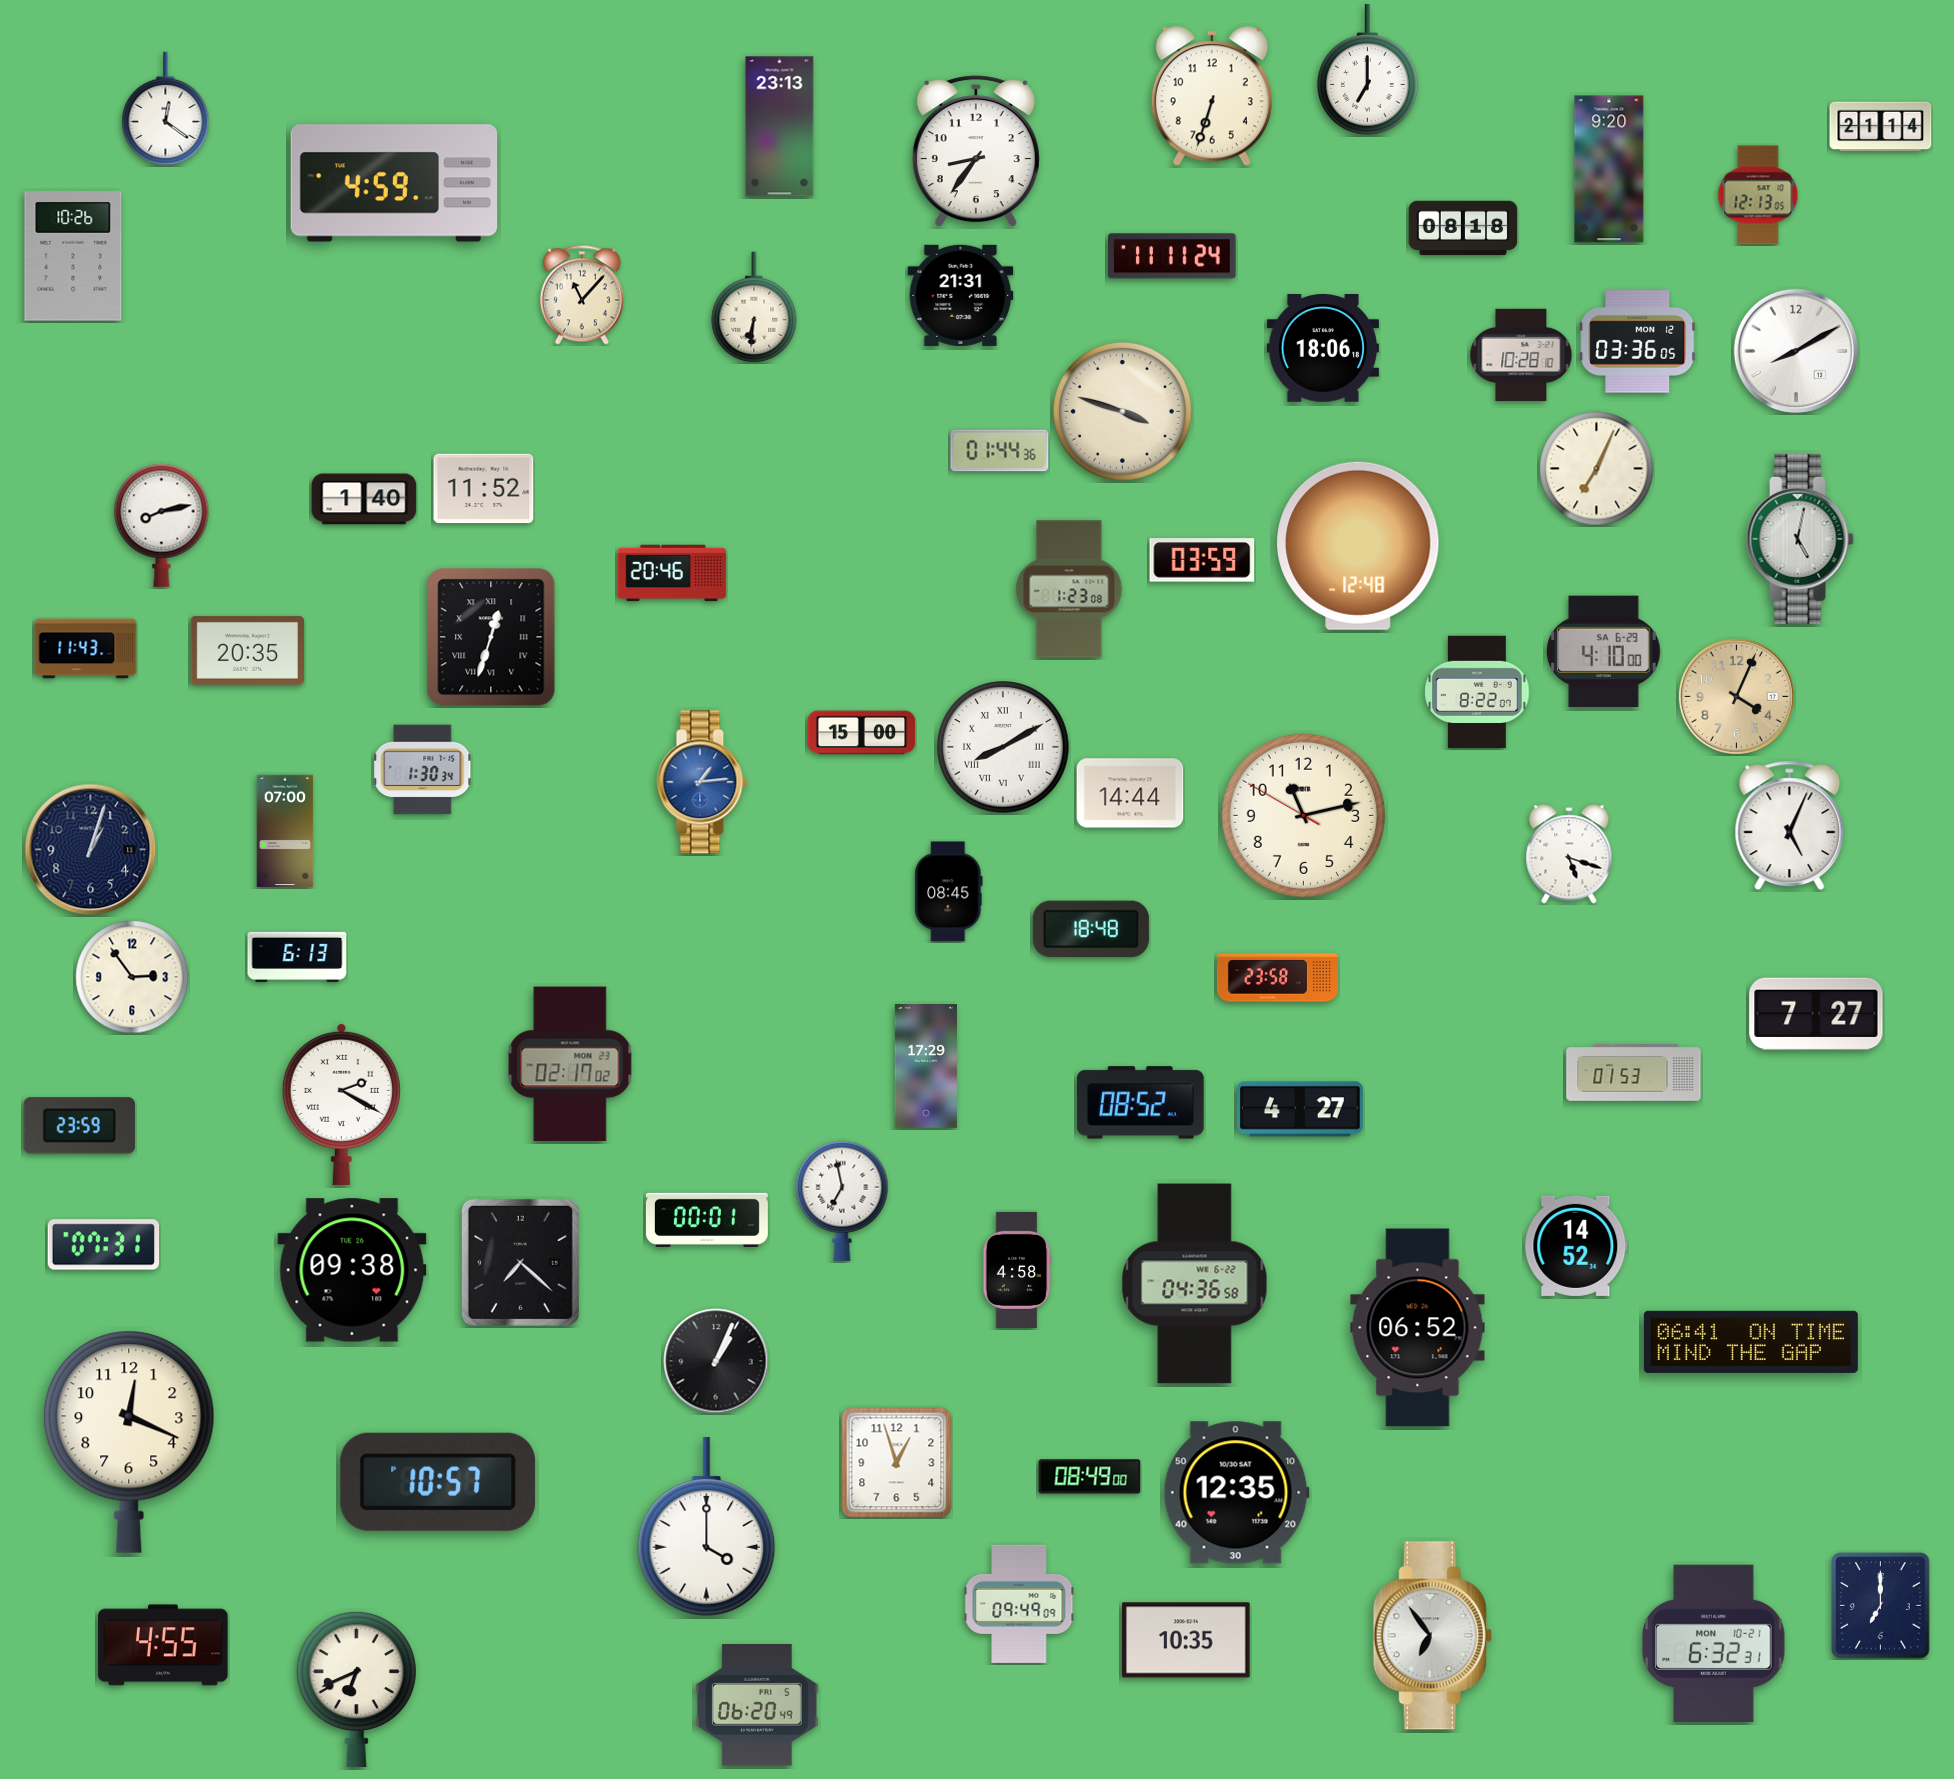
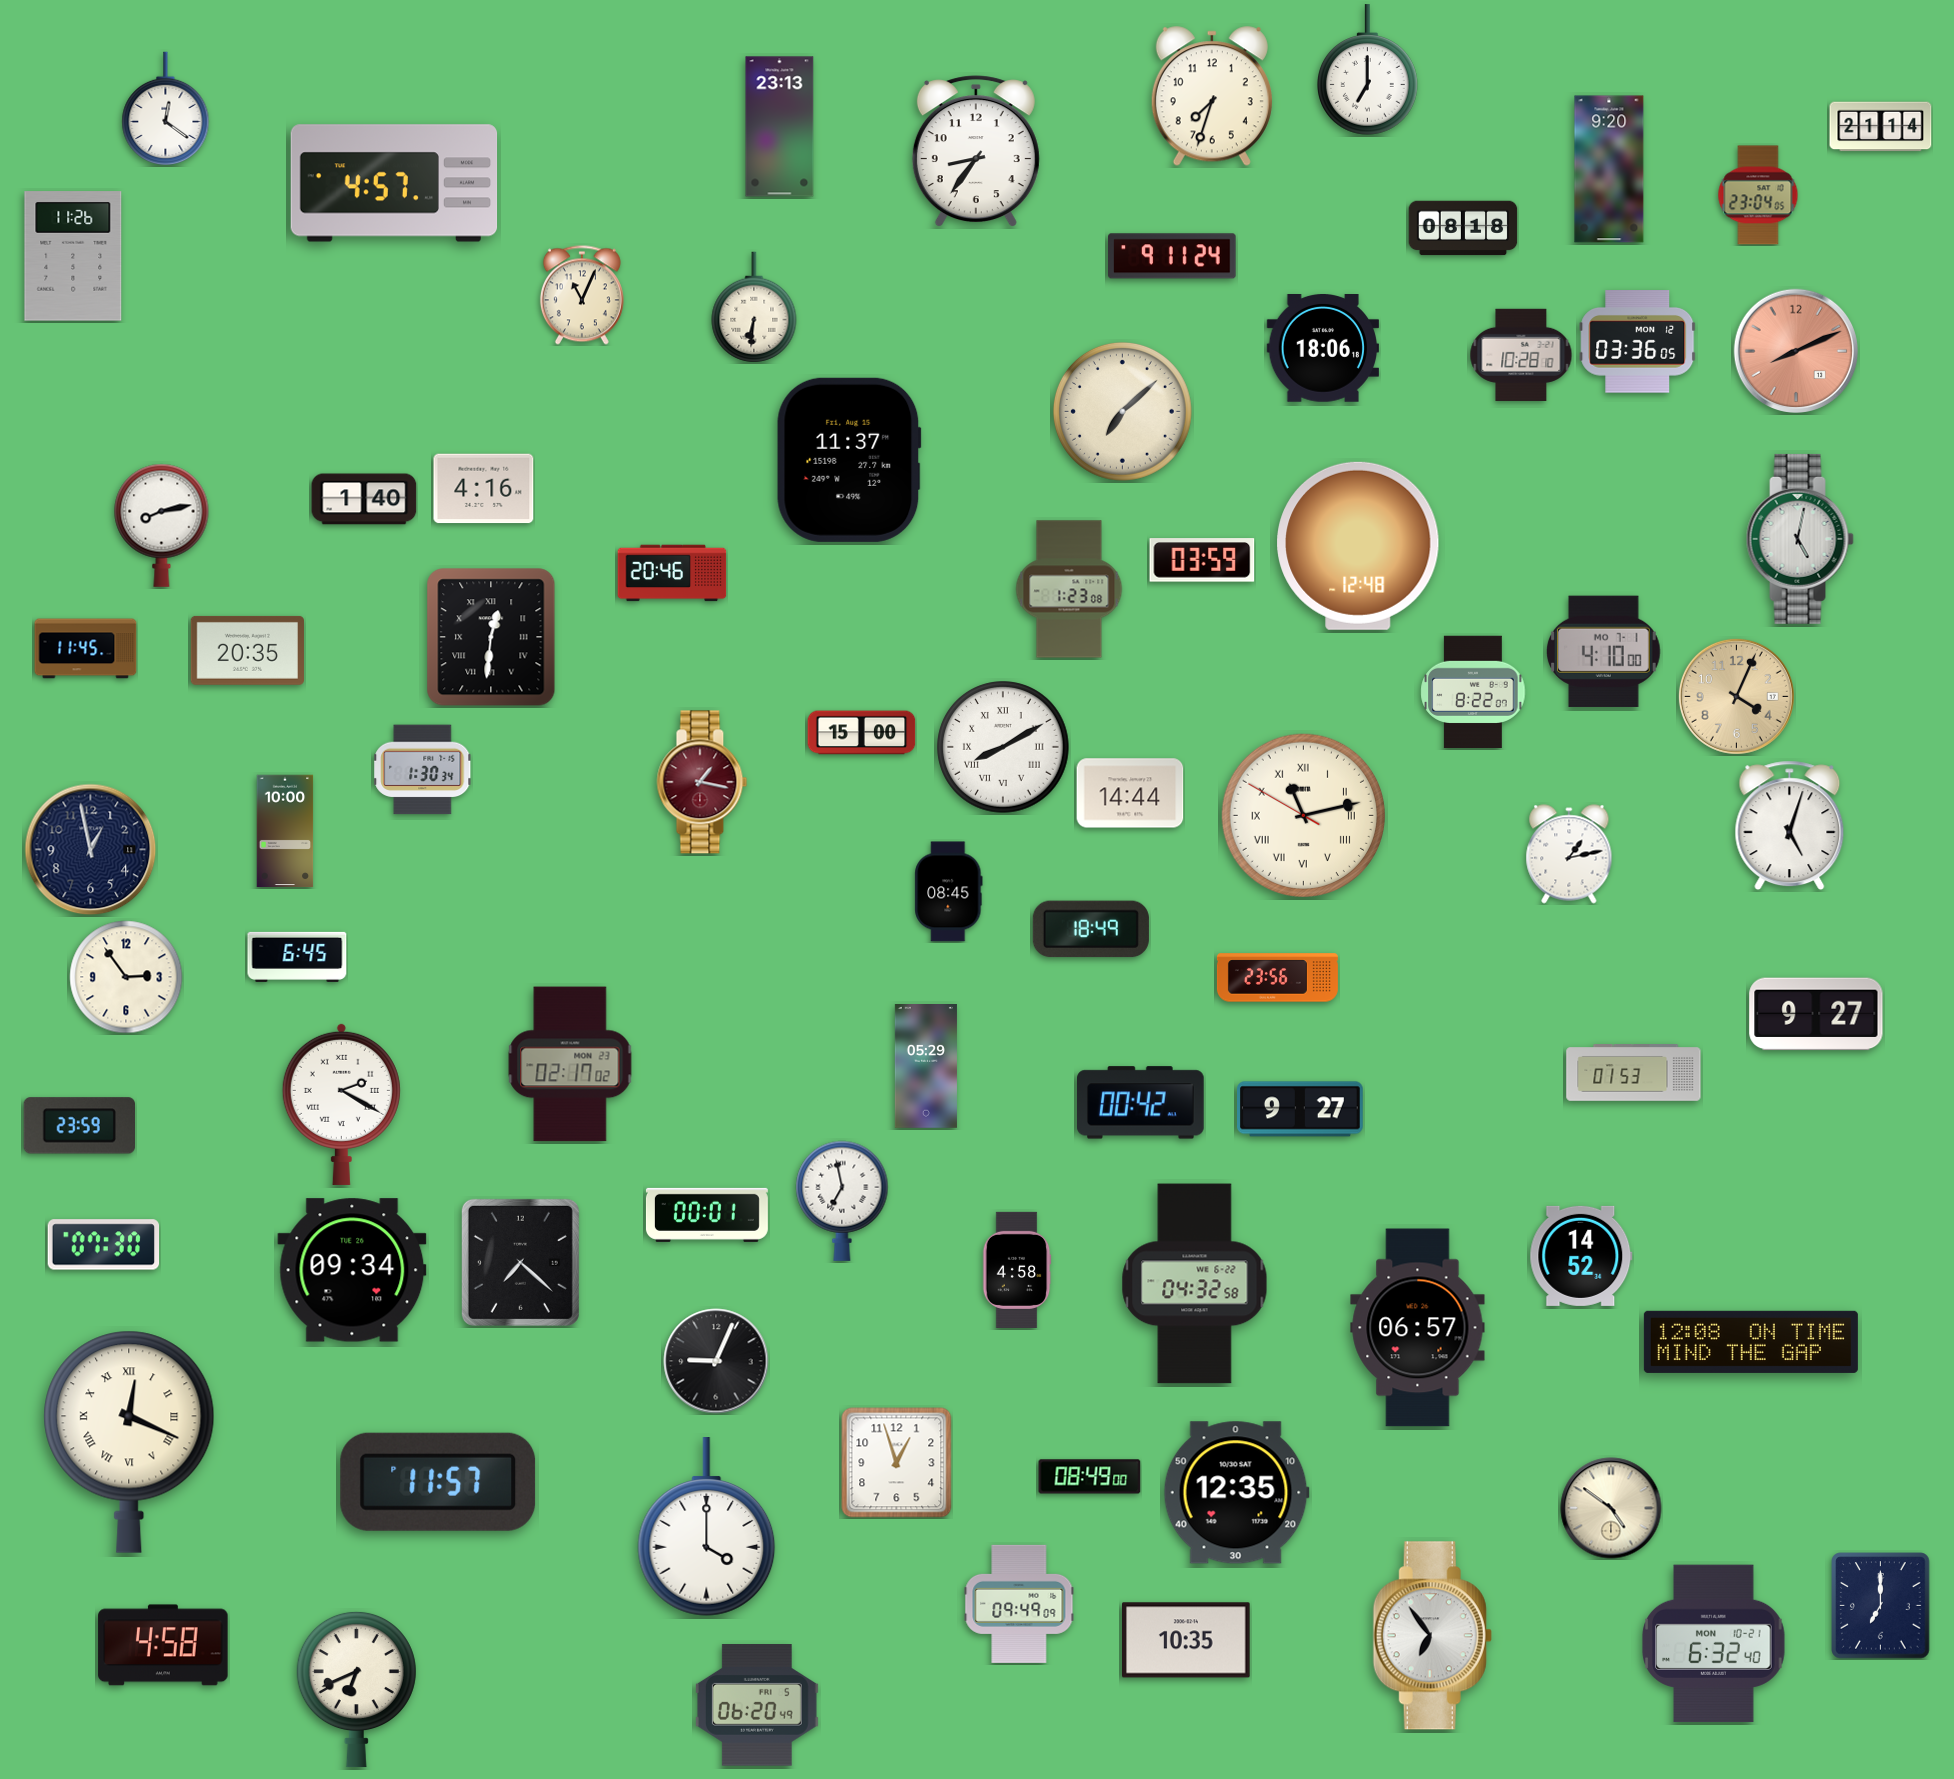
clock at (1212, 97): 6:33 -> 7:33
clock at (394, 183): 4:59 -> 4:57
clock at (1758, 195): 12:13 -> 23:04
clock at (73, 256): 10:26 -> 11:26
clock at (1172, 256): 11:11 -> 9:11
clock at (582, 295): 11:07 -> 11:04
clock at (961, 295): 21:31 -> none
clock at (1795, 350): 8:10 -> 8:11
clock at (1795, 350) dial: white -> salmon
clock at (1122, 411): 3:48 -> 7:08
clock at (1000, 451): 01:44 -> none
clock at (849, 460): none -> 11:37
clock at (1597, 469): 7:04 -> none
clock at (484, 489): 11:52 -> 4:16
clock at (491, 637): 12:33 -> 12:31
clock at (86, 649): 11:43 -> 11:45
clock at (1604, 651) date: SA 6-29 -> MO 7-1
clock at (1477, 692) position: (1477, 692) -> (1473, 692)
clock at (702, 782): 1:14 -> 1:17
clock at (702, 782) dial: blue -> burgundy
clock at (1303, 815) numerals: Arabic -> Roman
clock at (1790, 826): 5:04 -> 5:03
clock at (285, 831): 07:00 -> 10:00
clock at (91, 850): 1:03 -> 12:58
clock at (1569, 854): 5:18 -> 1:13
clock at (1091, 929): 18:48 -> 18:49
clock at (297, 957): 6:13 -> 6:45
clock at (132, 977) position: (132, 977) -> (126, 977)
clock at (1277, 978): 23:58 -> 23:56
clock at (1816, 1014): 7:27 -> 9:27
clock at (926, 1067): 17:29 -> 05:29
clock at (1141, 1103): 08:52 -> 00:42
clock at (1301, 1109): 4:27 -> 9:27
clock at (707, 1220) position: (707, 1220) -> (707, 1215)
clock at (104, 1245): 07:31 -> 07:30
clock at (1576, 1246) position: (1576, 1246) -> (1581, 1256)
clock at (352, 1270): 09:38 -> 09:34
clock at (1195, 1284): 04:36 -> 04:32
clock at (1418, 1328): 06:52 -> 06:57
clock at (1751, 1342): 06:41 -> 12:08
clock at (716, 1361): 1:04 -> 9:04
clock at (129, 1442) numerals: Arabic -> Roman
clock at (438, 1482): 10:57 -> 11:57
clock at (1611, 1508): none -> 4:51
clock at (1714, 1644): 6:32:31 -> 6:32:40
clock at (163, 1645): 4:55 -> 4:58
